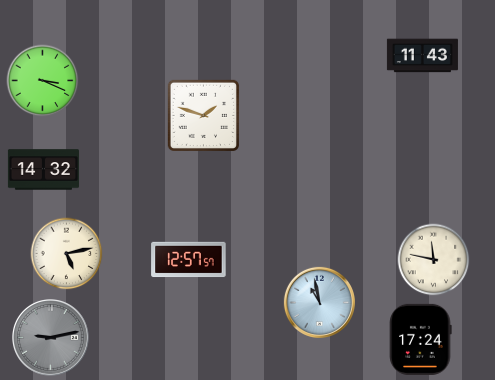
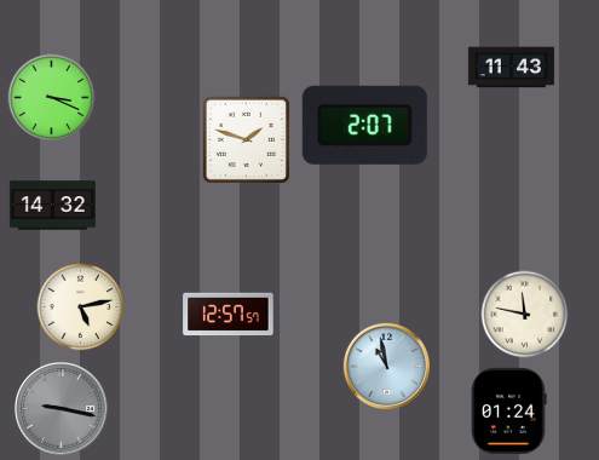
clock at (364, 125): none -> 2:07
clock at (51, 338): 9:13 -> 9:17
clock at (421, 339): 17:24 -> 01:24
